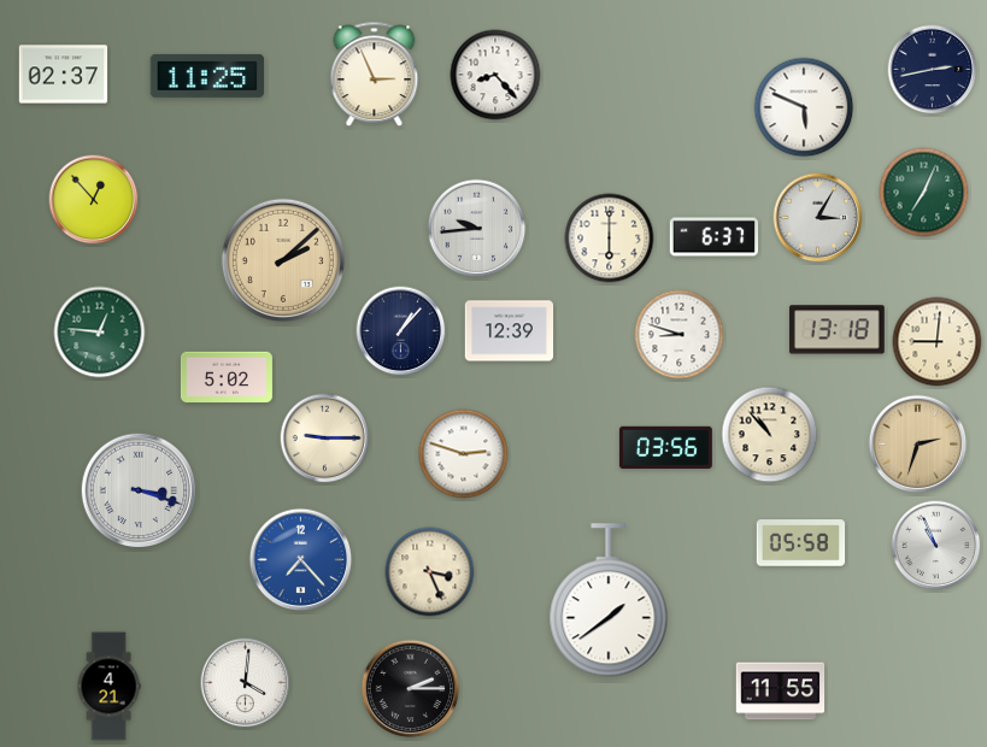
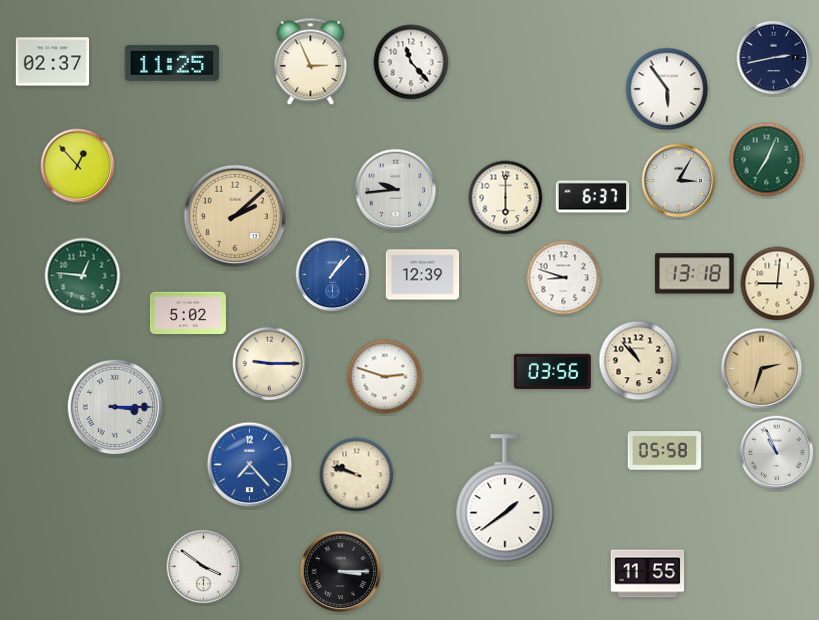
clock at (495, 75): 8:23 -> 11:23
clock at (804, 107): 5:49 -> 5:54
clock at (401, 331) dial: navy -> blue
clock at (139, 490): 3:18 -> 3:15
clock at (430, 572): 3:26 -> 9:48
clock at (246, 683): 4:01 -> 3:51
clock at (108, 687): 4:21 -> none
clock at (411, 689): 2:15 -> 3:15
